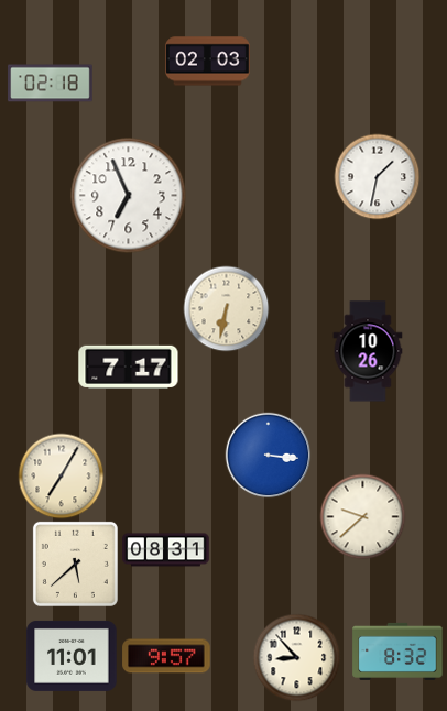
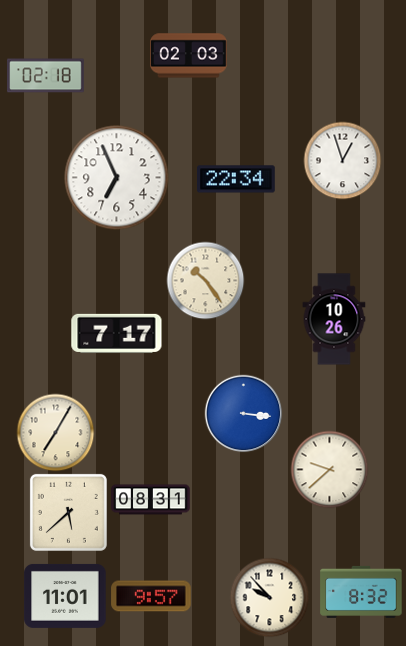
clock at (377, 176): 1:32 -> 12:57
clock at (236, 179): none -> 22:34
clock at (226, 308): 6:32 -> 10:24
clock at (296, 657): 8:53 -> 9:53
